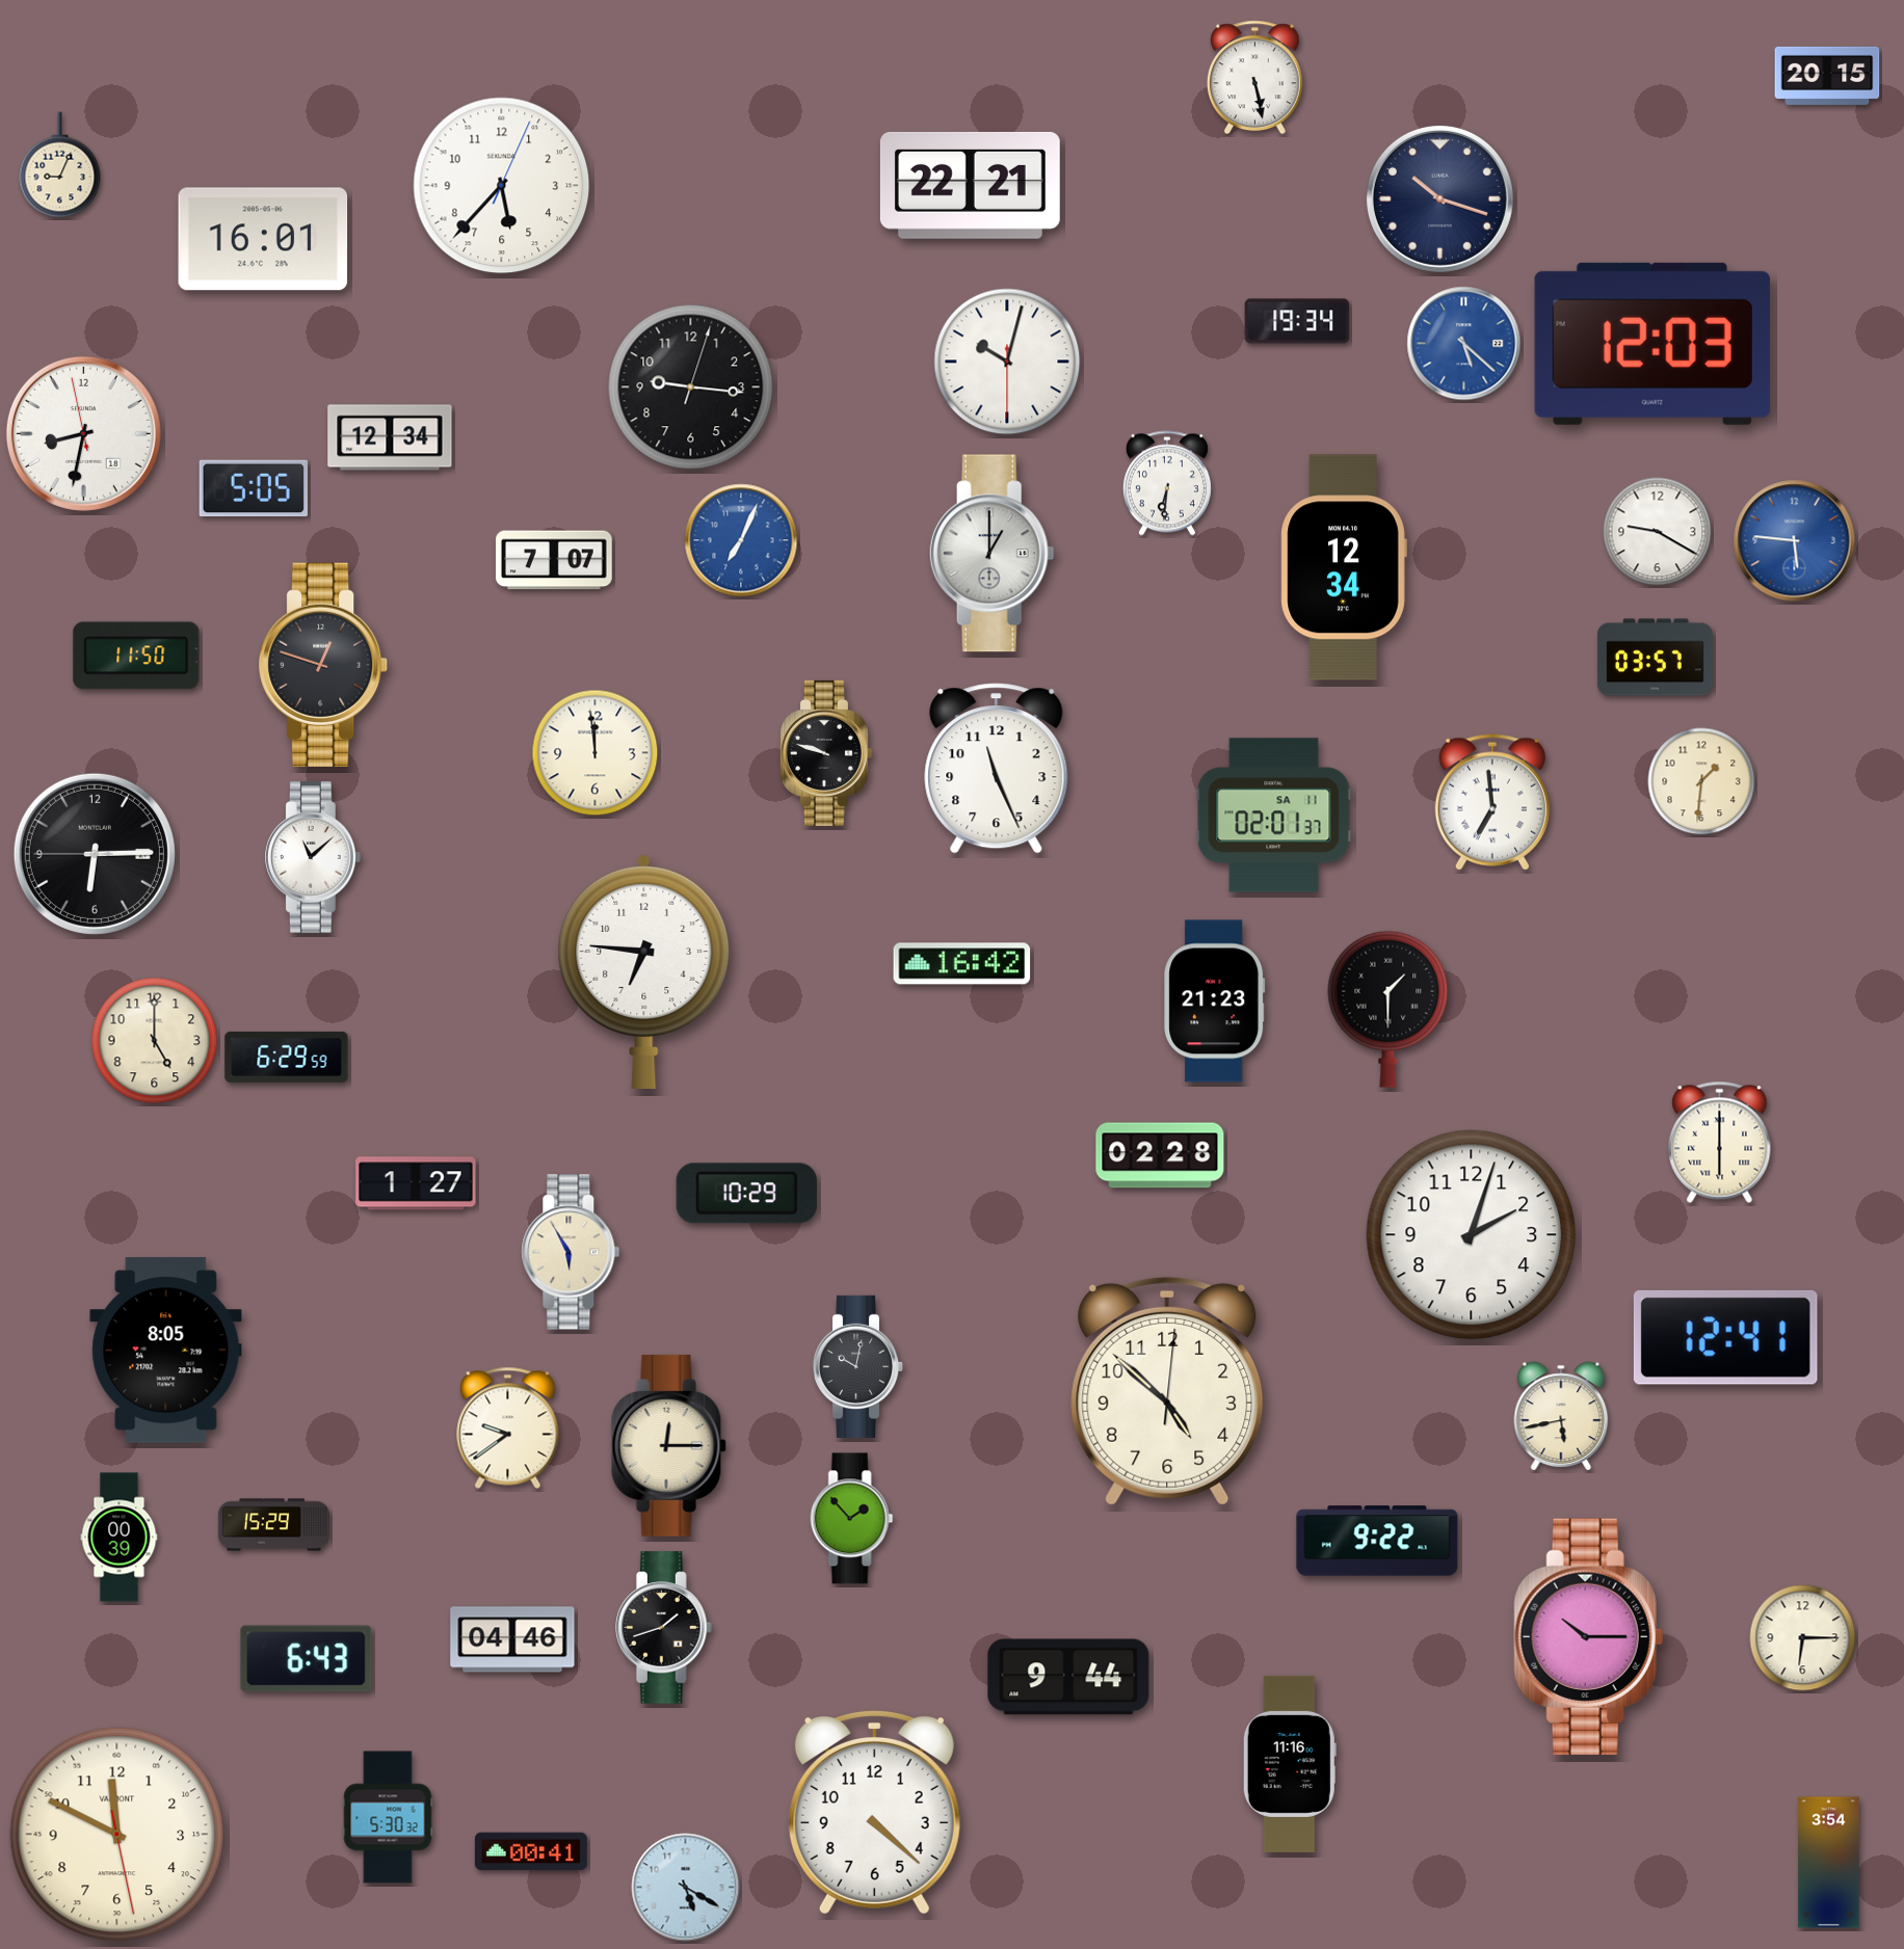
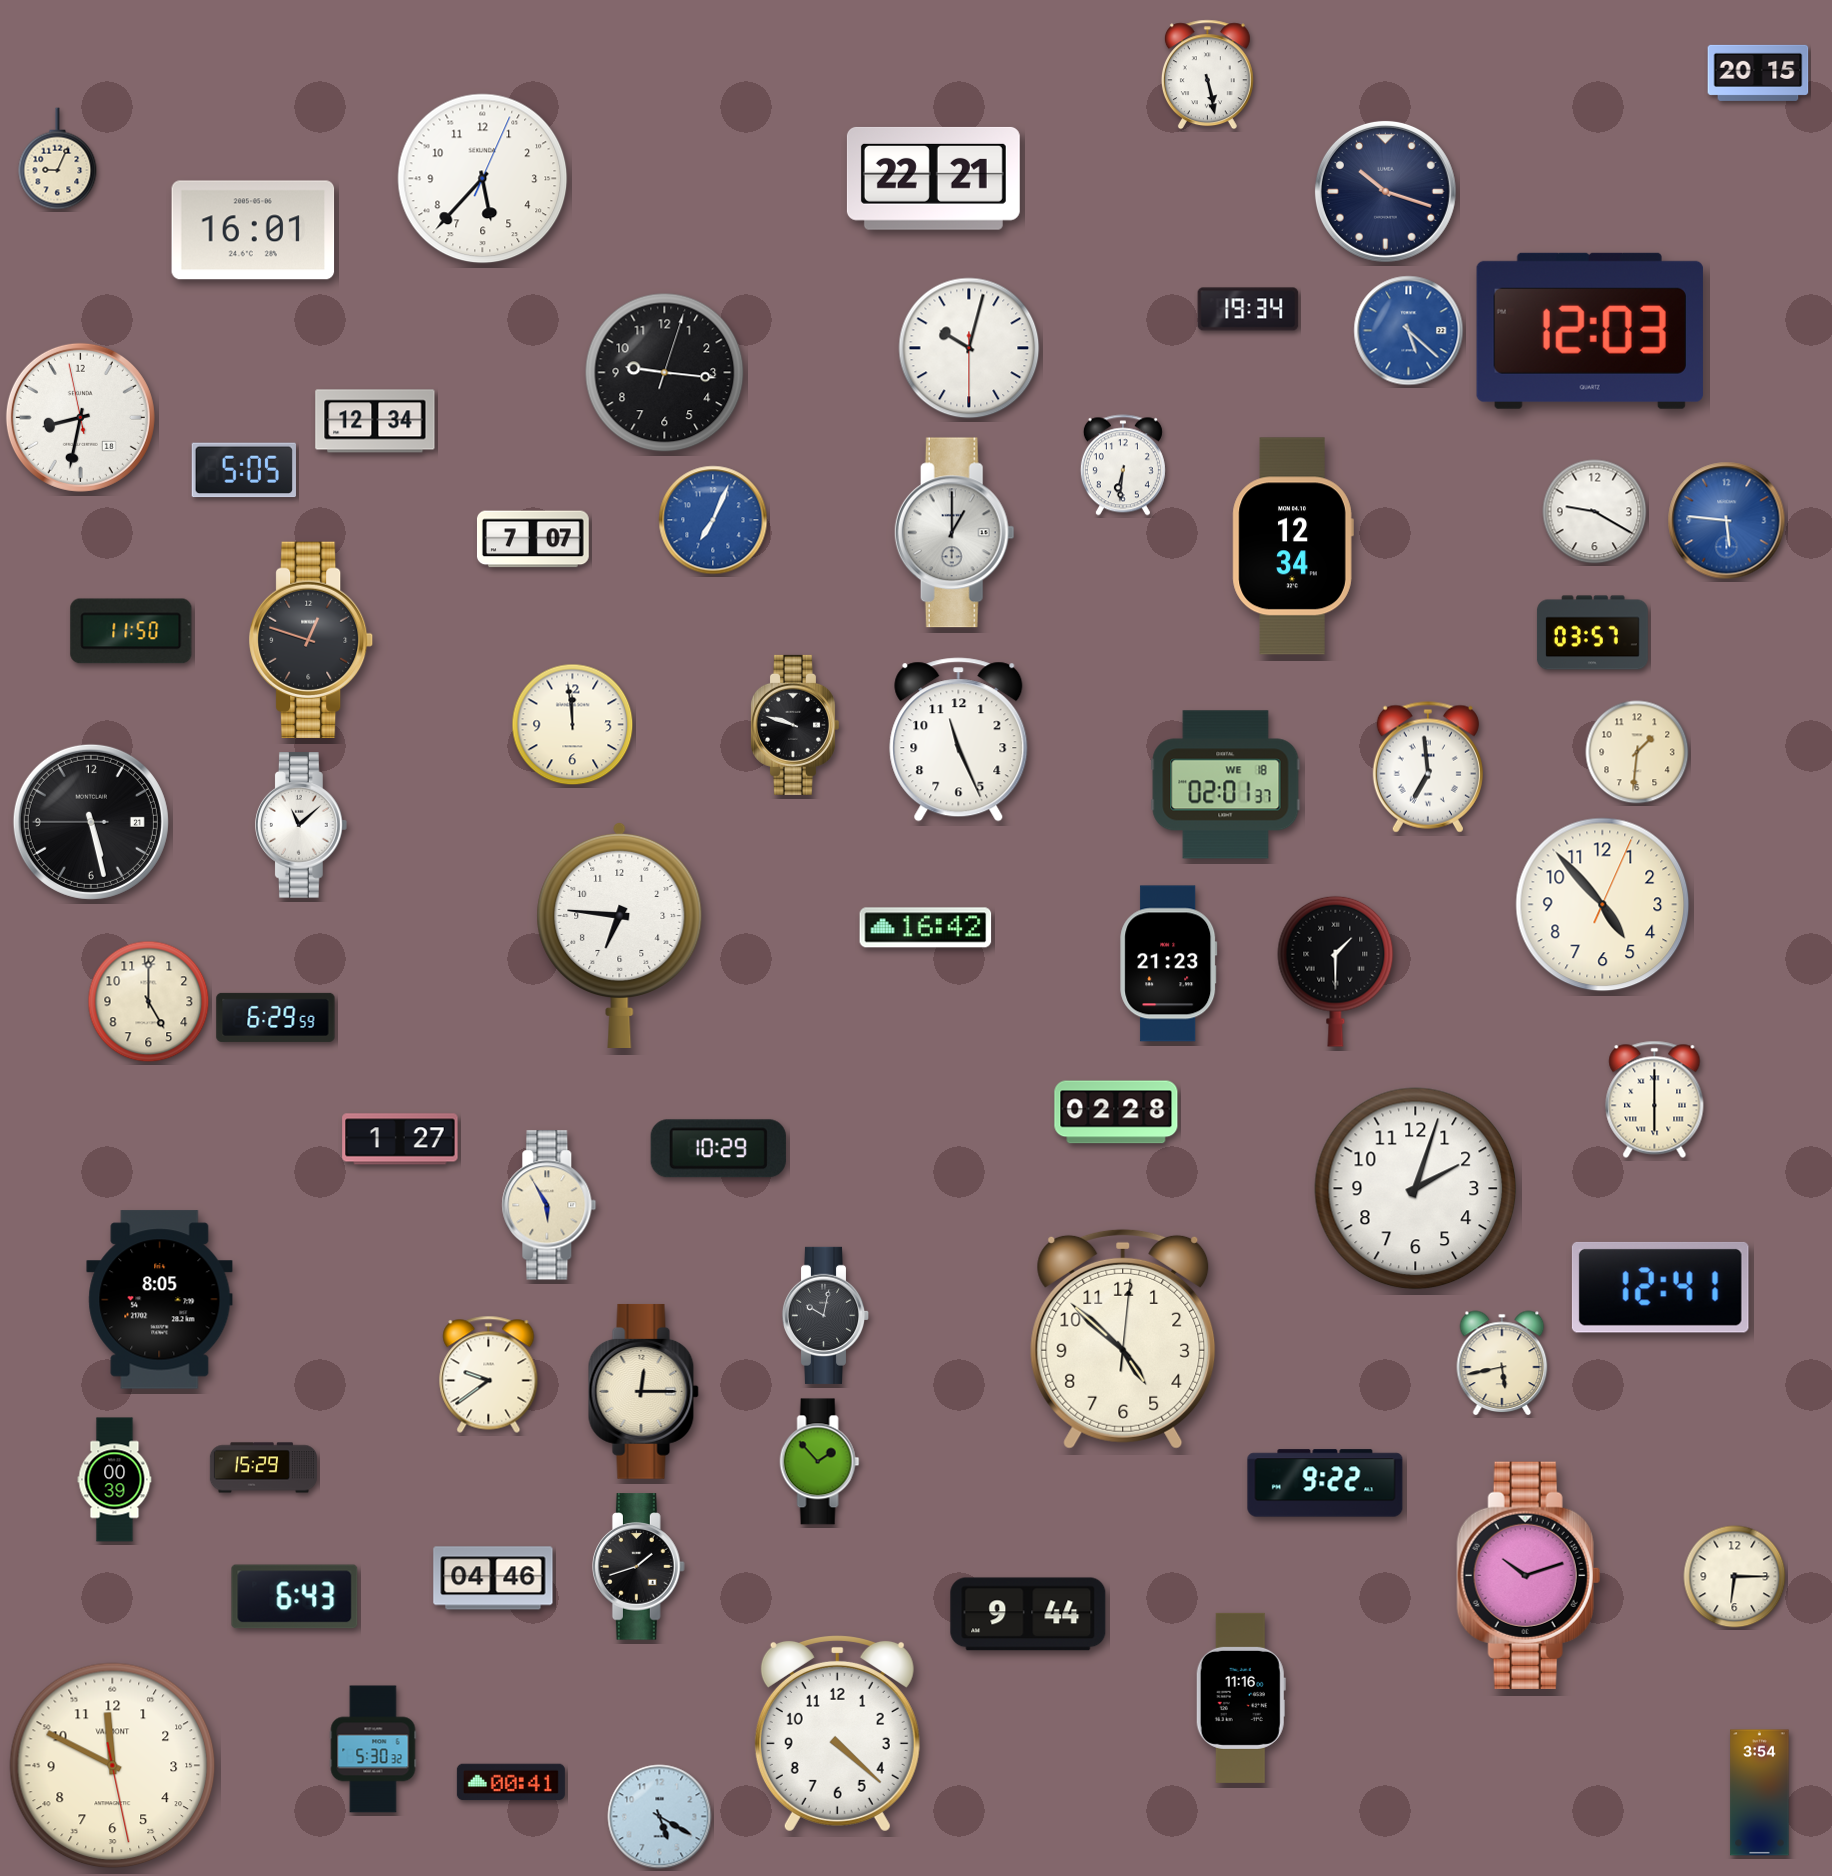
clock at (1492, 802) position: (1492, 802) -> (1428, 767)
clock at (1274, 816) date: SA 11 -> WE 18
clock at (95, 854): 6:14 -> 5:27
clock at (1603, 905): none -> 4:53
clock at (1588, 1636): 10:15 -> 10:12
clock at (874, 1812) position: (874, 1812) -> (837, 1733)
